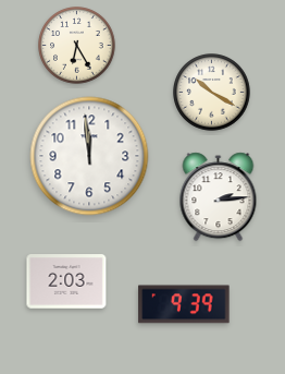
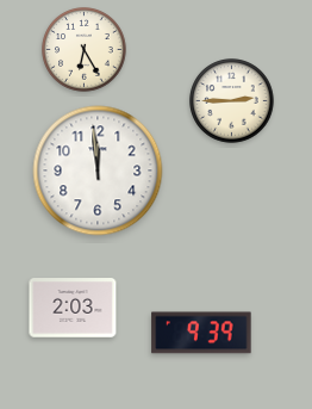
clock at (212, 93): 10:20 -> 2:45
clock at (219, 197): 2:14 -> none
